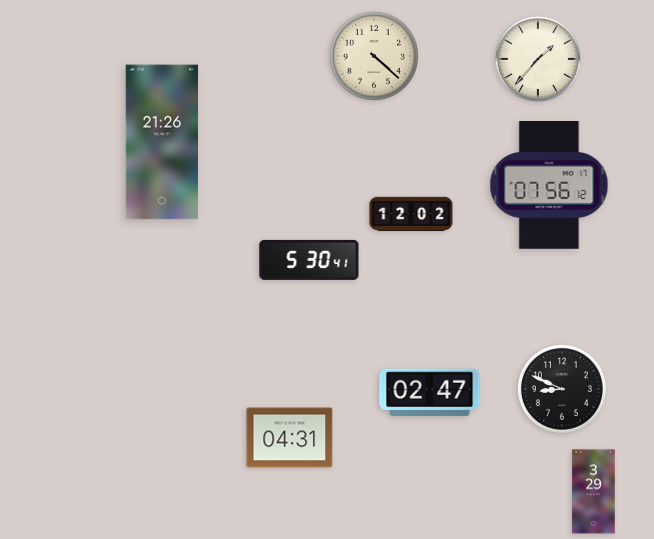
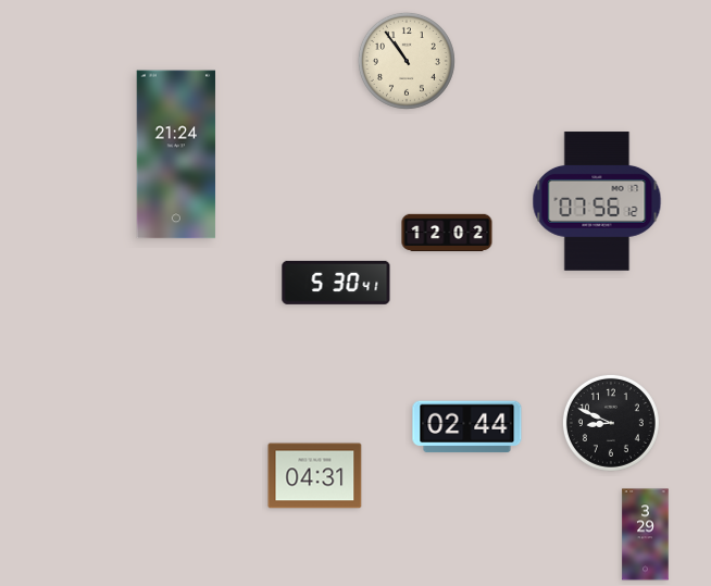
clock at (374, 56): 4:22 -> 10:54
clock at (538, 59): 1:37 -> none
clock at (162, 142): 21:26 -> 21:24
clock at (430, 393): 02:47 -> 02:44
